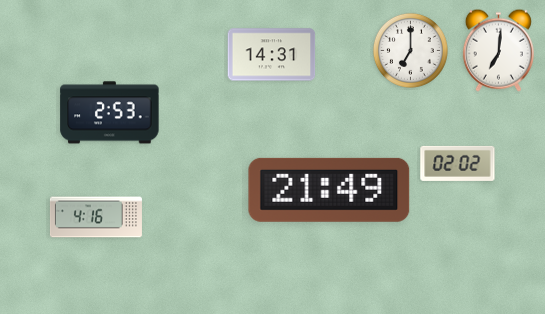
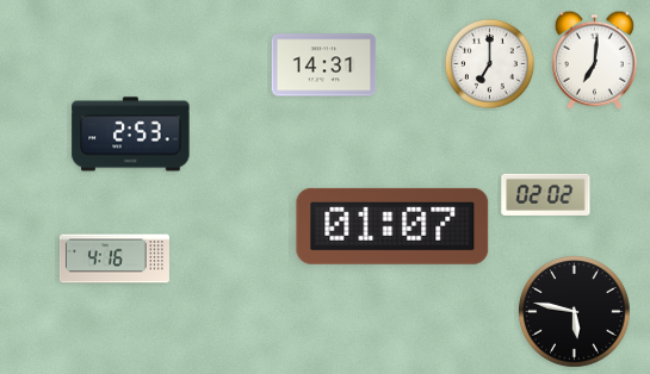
clock at (410, 50) position: (410, 50) -> (489, 63)
clock at (329, 190): 21:49 -> 01:07
clock at (575, 312): none -> 5:47
